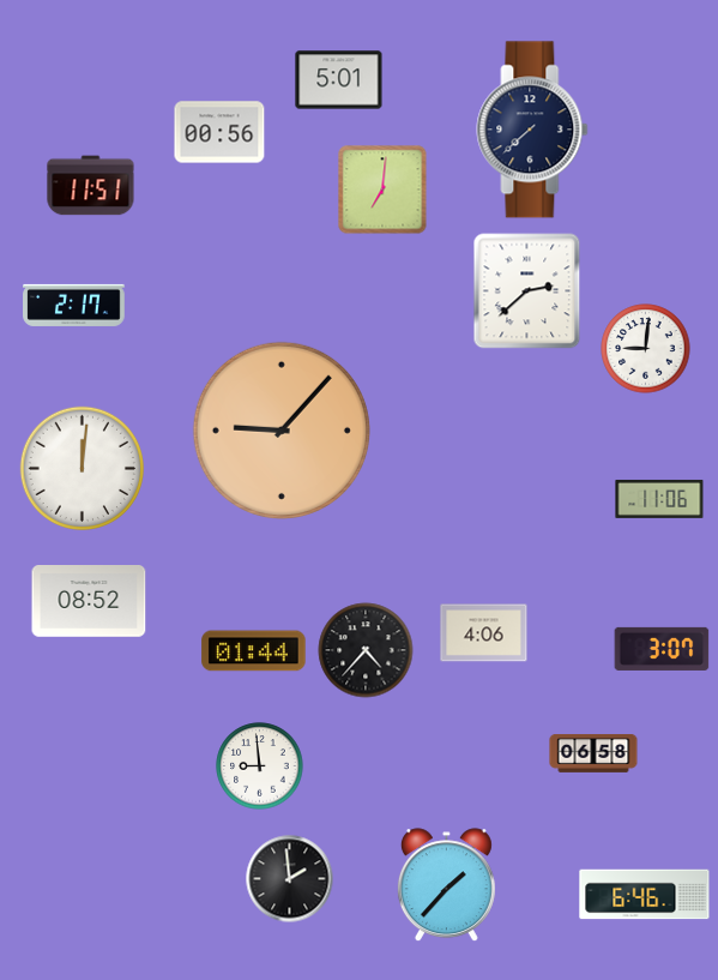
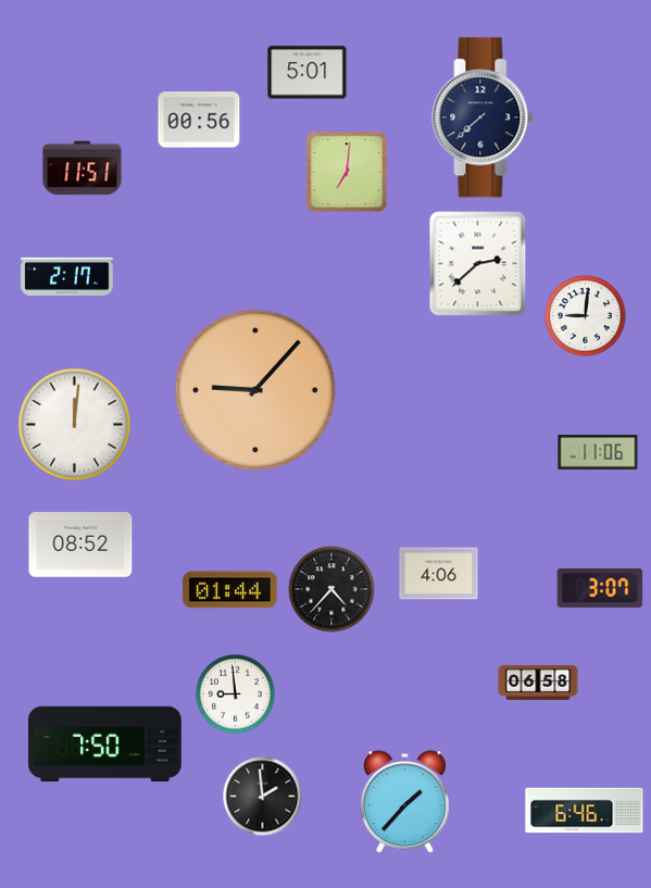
clock at (105, 743): none -> 7:50
